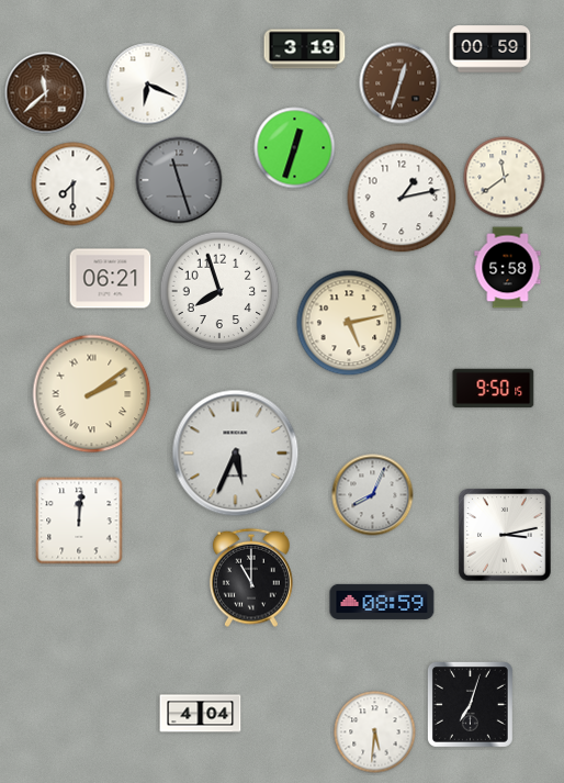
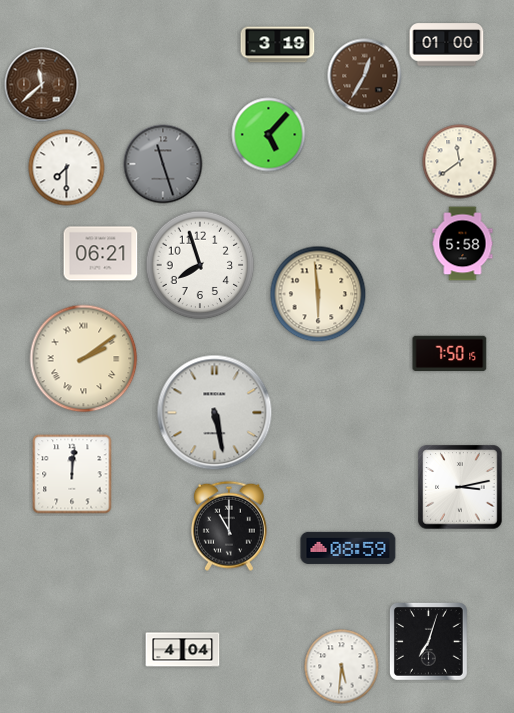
clock at (490, 49): 00:59 -> 01:00
clock at (401, 83): 12:33 -> 12:35
clock at (148, 85): 6:19 -> none
clock at (295, 148): 12:33 -> 5:07
clock at (402, 198): 1:13 -> none
clock at (349, 323): 5:13 -> 5:59
clock at (494, 388): 9:50 -> 7:50
clock at (236, 454): 5:34 -> 5:28
clock at (373, 495): 8:04 -> none
